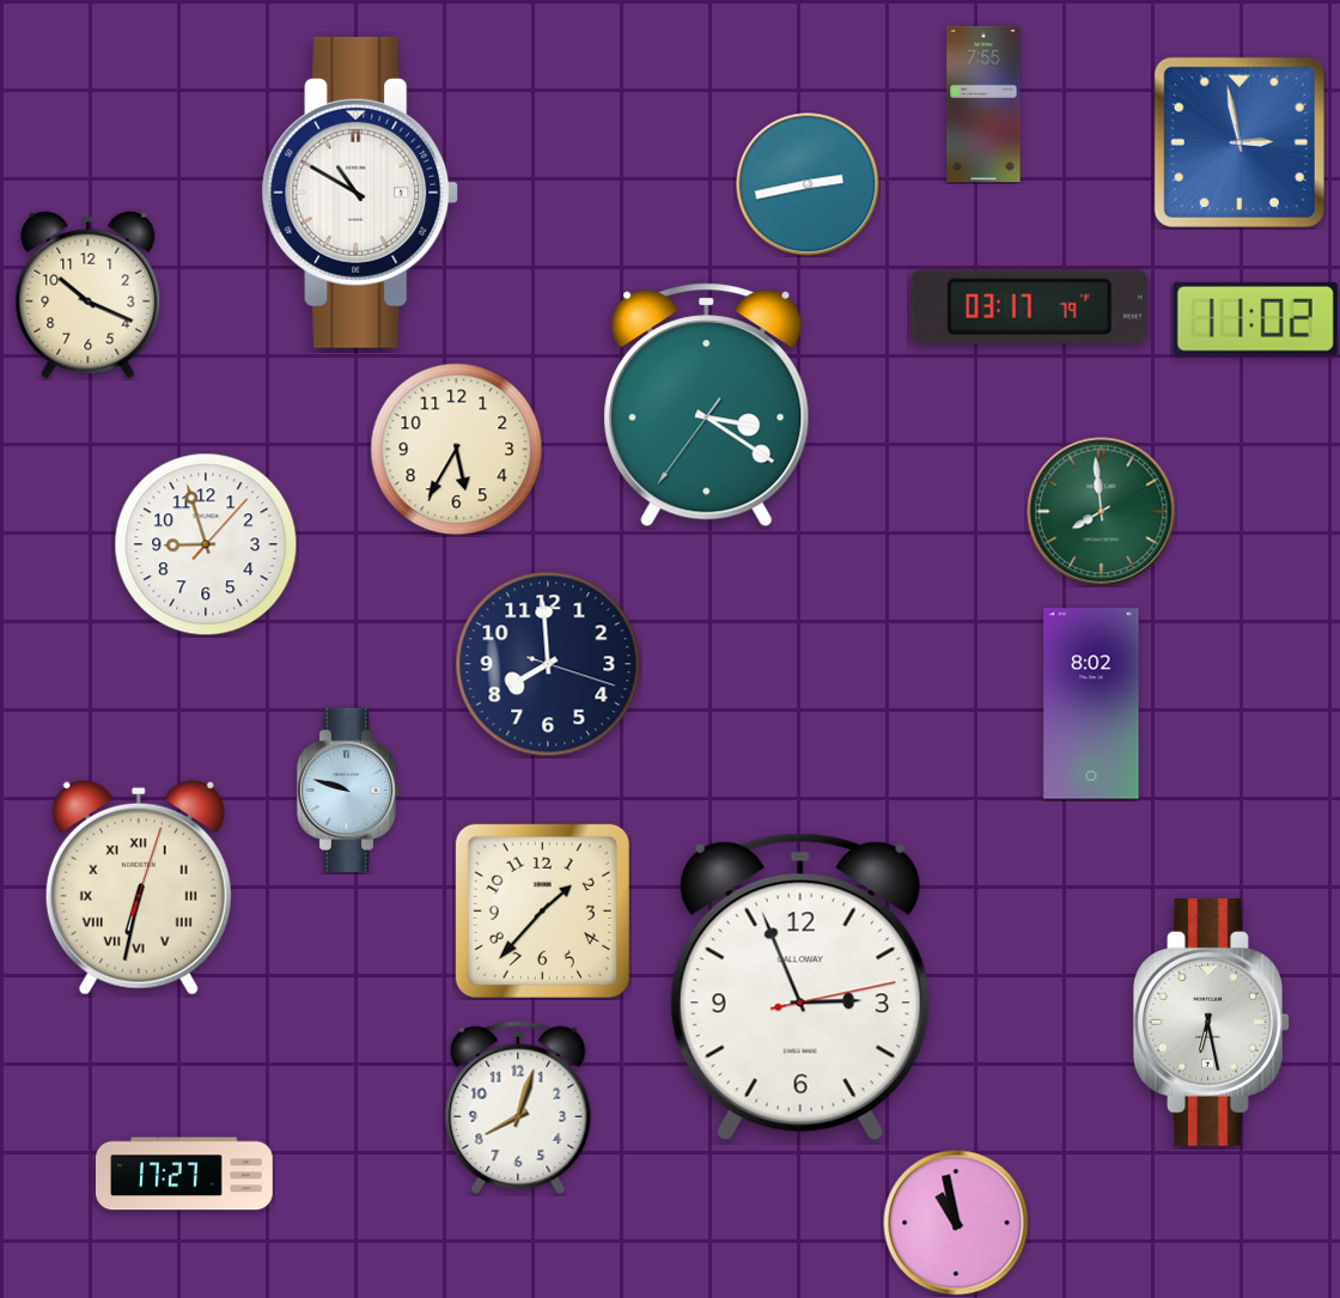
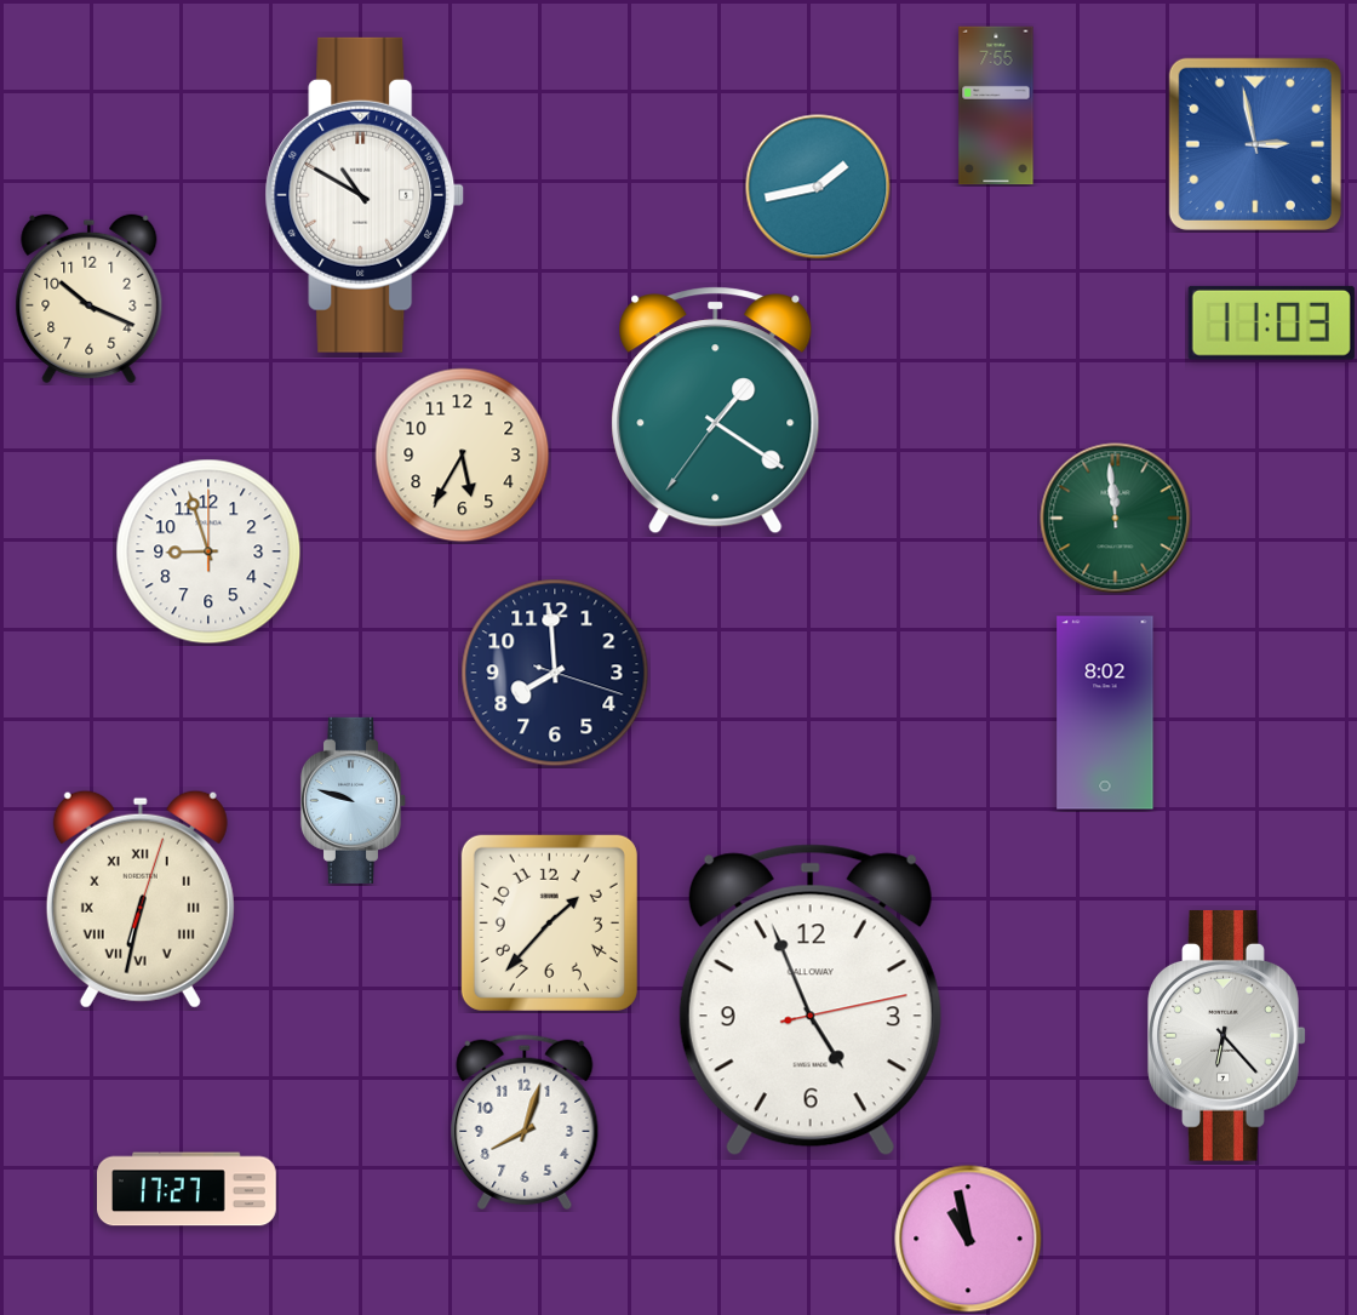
clock at (808, 184): 2:43 -> 1:43
clock at (1029, 306): 03:17 -> none
clock at (1255, 318): 11:02 -> 11:03
clock at (707, 406): 3:20 -> 1:20
clock at (1102, 512): 7:59 -> 11:59
clock at (206, 544): 8:57:07 -> 8:57:00
clock at (800, 987): 2:56 -> 4:56
clock at (1212, 1022): 6:28 -> 6:23
